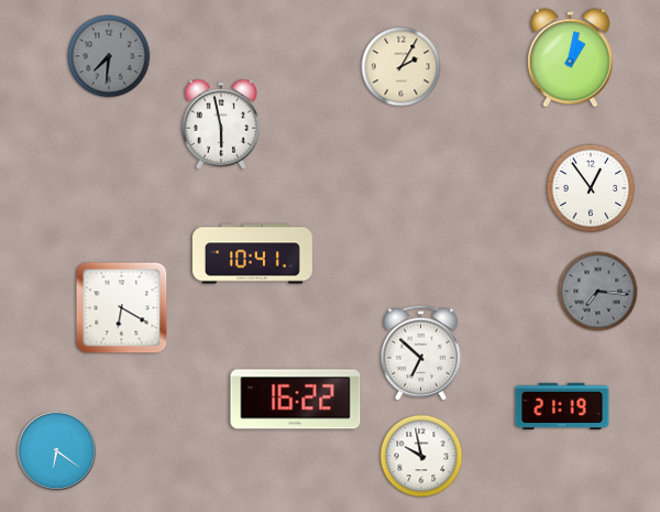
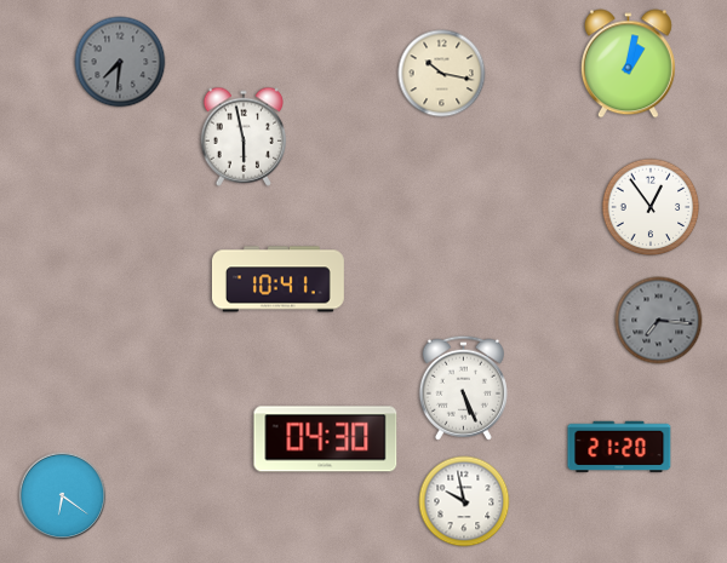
clock at (402, 67): 2:05 -> 10:17
clock at (122, 308): 6:20 -> none
clock at (420, 352): 6:52 -> 5:26
clock at (296, 400): 16:22 -> 04:30
clock at (562, 406): 21:19 -> 21:20
